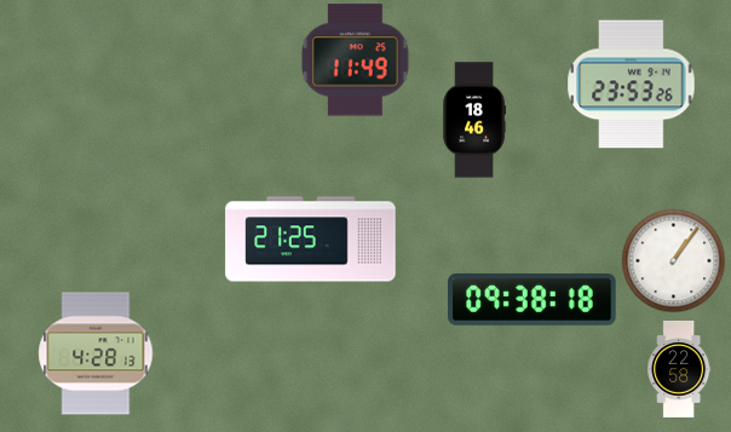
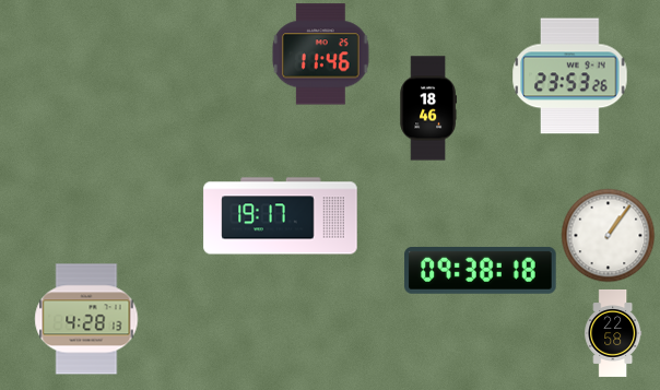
clock at (355, 61): 11:49 -> 11:46
clock at (311, 240): 21:25 -> 19:17
